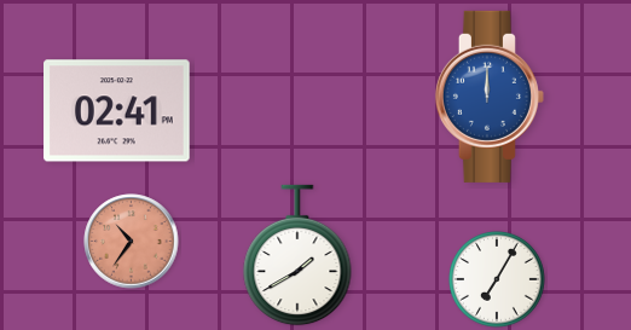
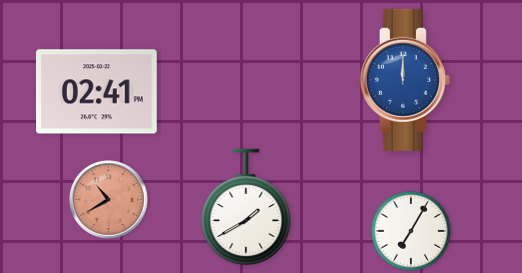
clock at (132, 242): 10:36 -> 10:40
clock at (297, 255) position: (297, 255) -> (246, 207)
